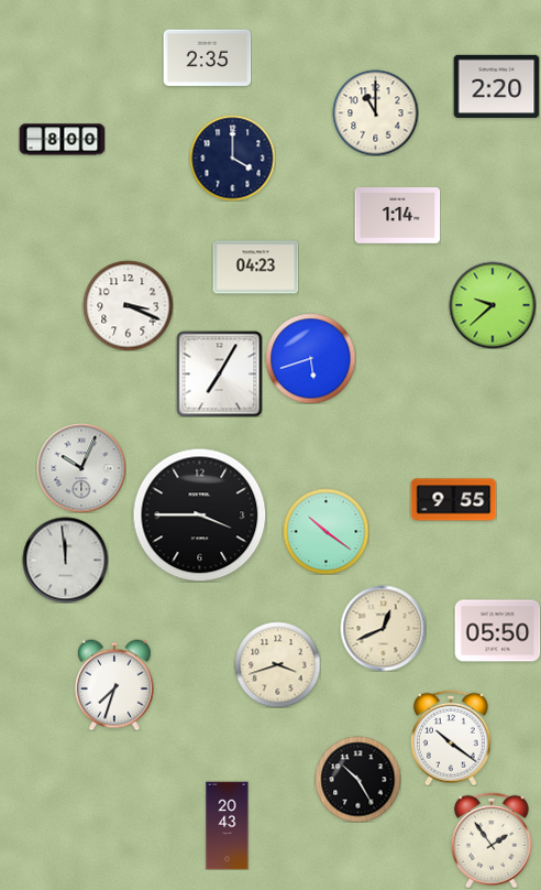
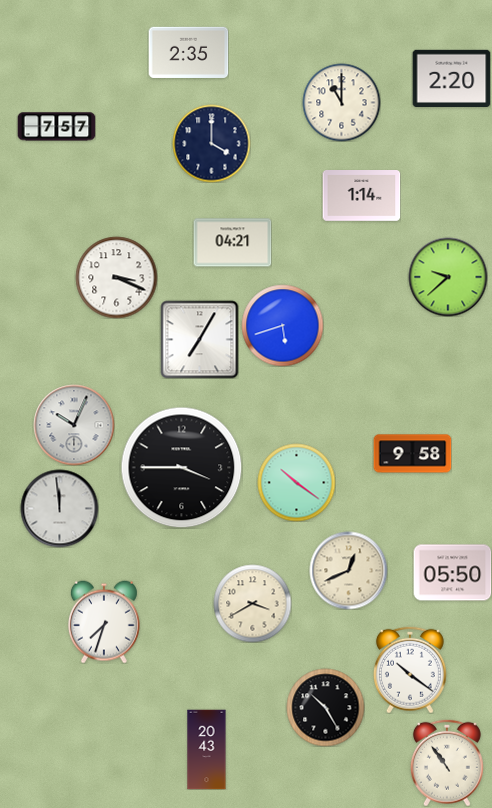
clock at (62, 140): 8:00 -> 7:57
clock at (255, 268): 04:23 -> 04:21
clock at (453, 500): 9:55 -> 9:58
clock at (277, 664): 3:42 -> 3:40
clock at (492, 840): 1:54 -> 10:54
